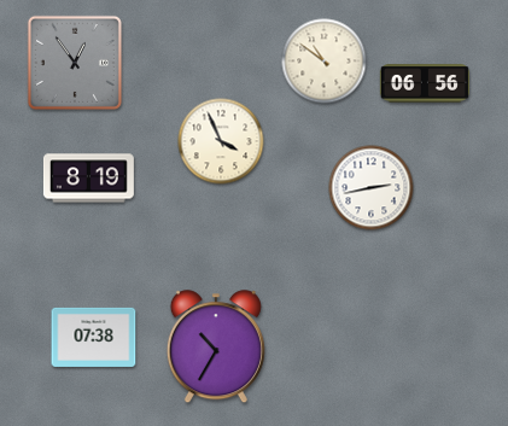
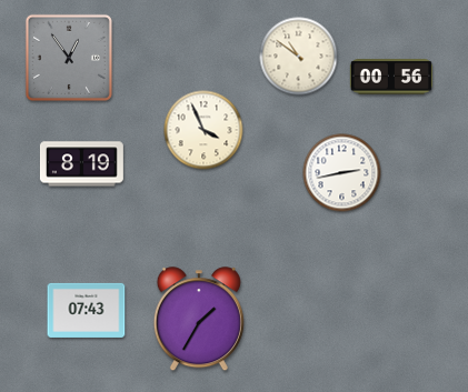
clock at (425, 83): 06:56 -> 00:56
clock at (94, 337): 07:38 -> 07:43
clock at (216, 348): 10:35 -> 1:35
